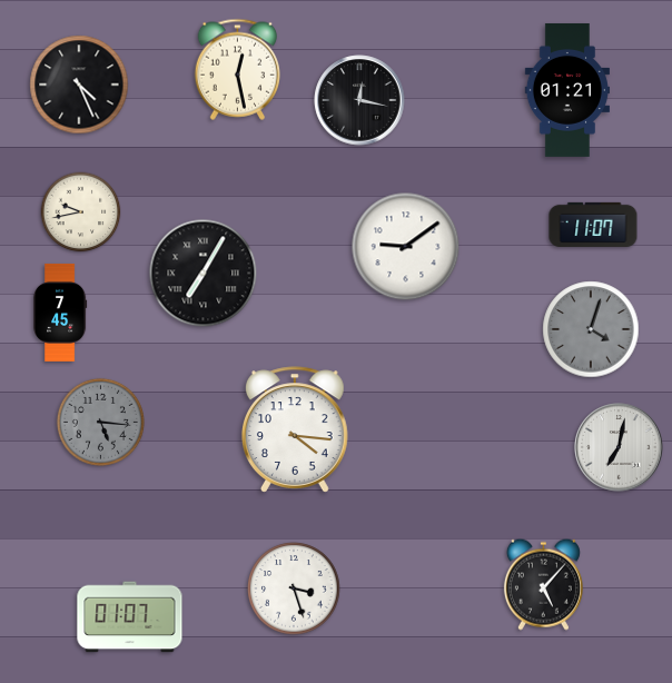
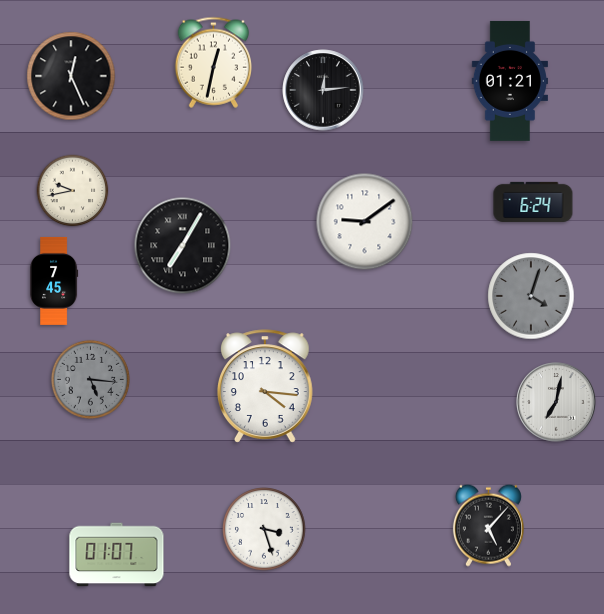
clock at (237, 69): 12:28 -> 12:32
clock at (79, 85): 4:26 -> 12:26
clock at (359, 100): 12:17 -> 12:14
clock at (593, 225): 11:07 -> 6:24
